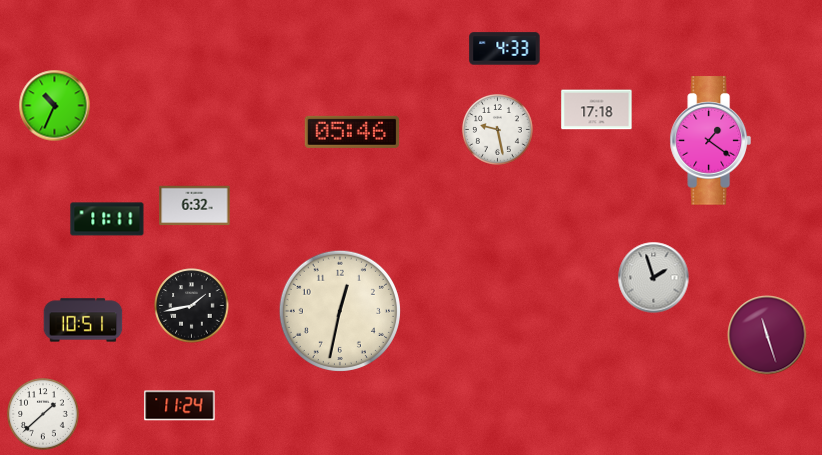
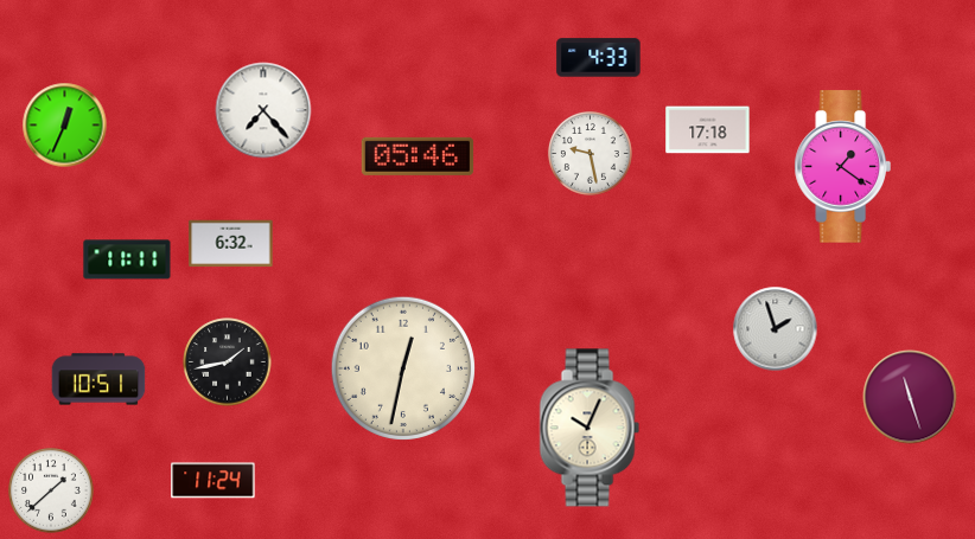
clock at (263, 110): none -> 7:23
clock at (55, 106): 10:34 -> 12:34
clock at (590, 428): none -> 10:04
